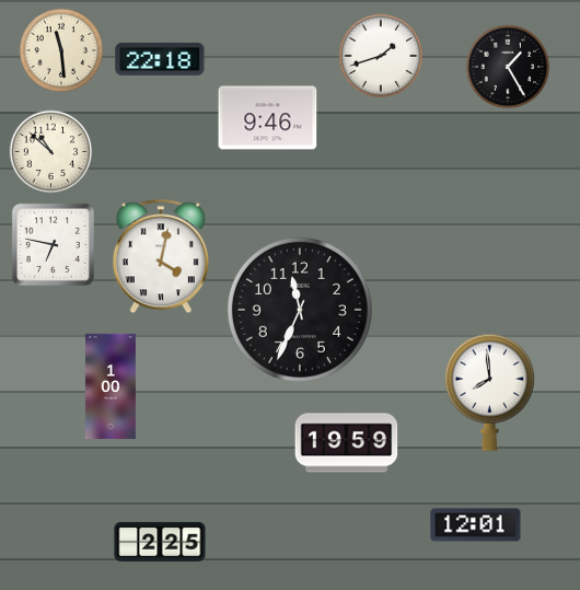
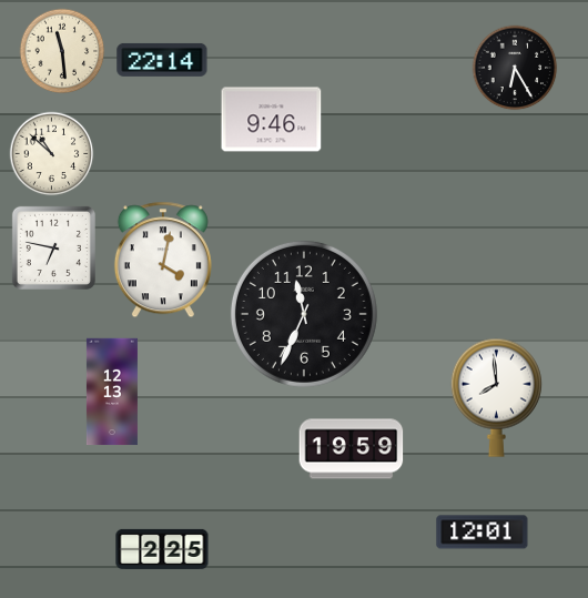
clock at (381, 56): 1:42 -> none
clock at (160, 59): 22:18 -> 22:14
clock at (508, 67): 1:25 -> 6:25
clock at (111, 386): 1:00 -> 12:13
